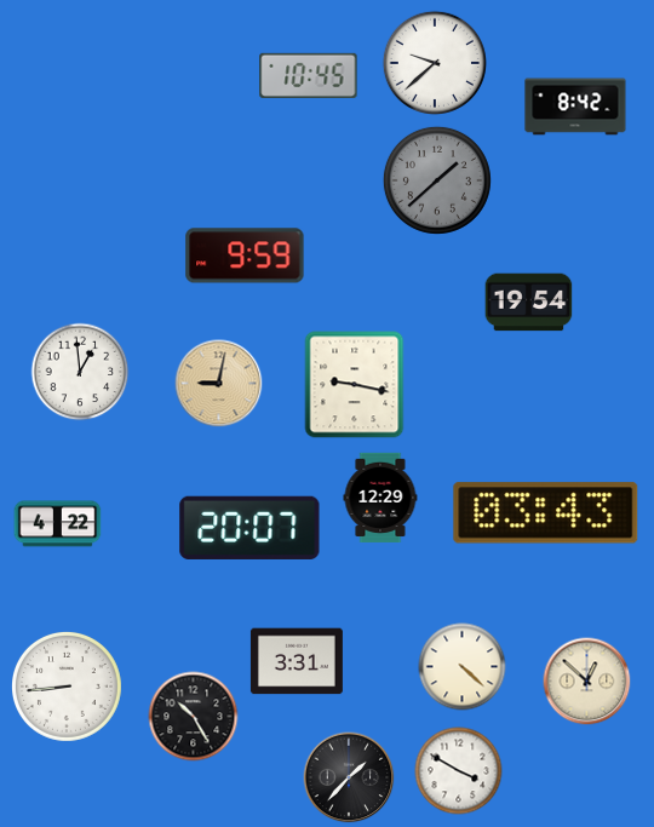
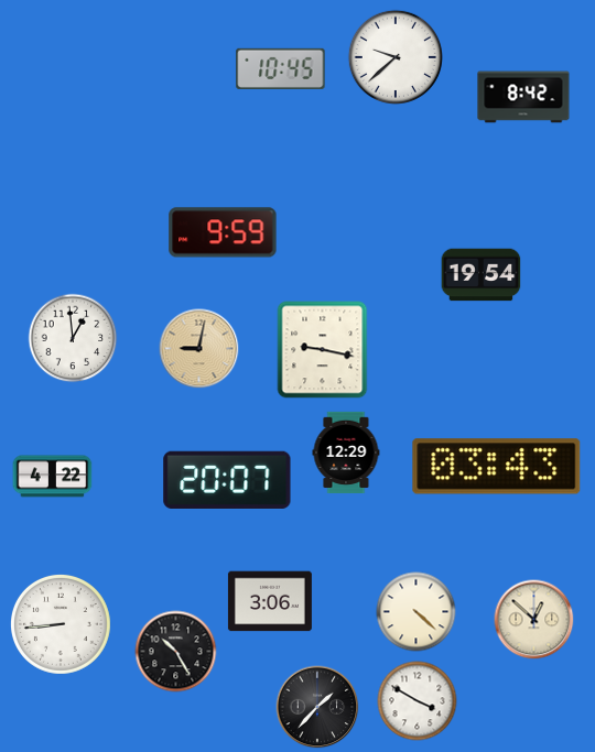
clock at (437, 180): 1:38 -> none
clock at (297, 661): 3:31 -> 3:06
clock at (463, 667) position: (463, 667) -> (416, 612)
